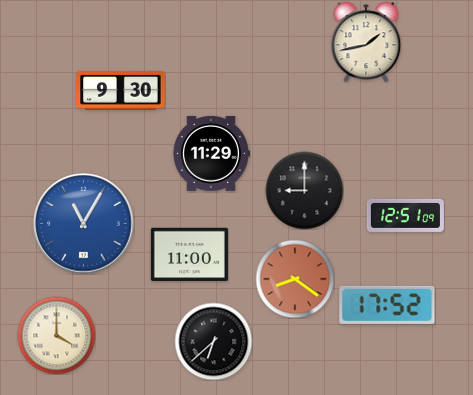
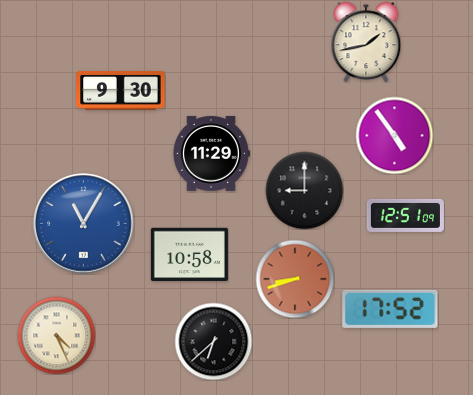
clock at (394, 135): none -> 4:54
clock at (189, 255): 11:00 -> 10:58
clock at (295, 279): 8:21 -> 8:42
clock at (387, 305) position: (387, 305) -> (390, 309)
clock at (56, 335): 4:00 -> 4:26
